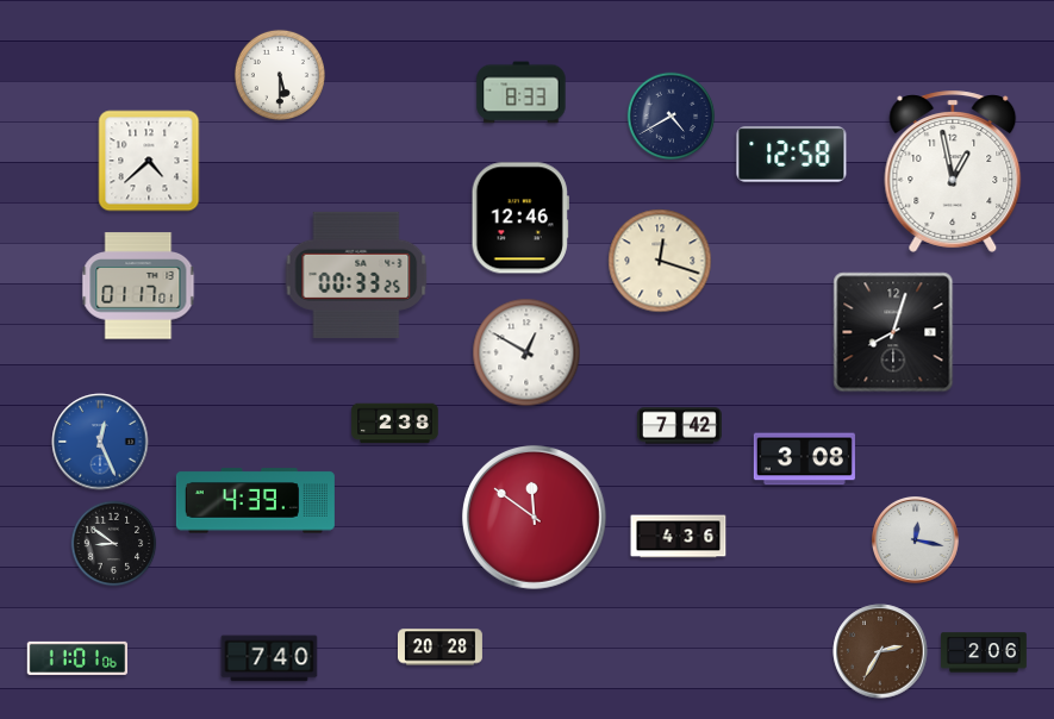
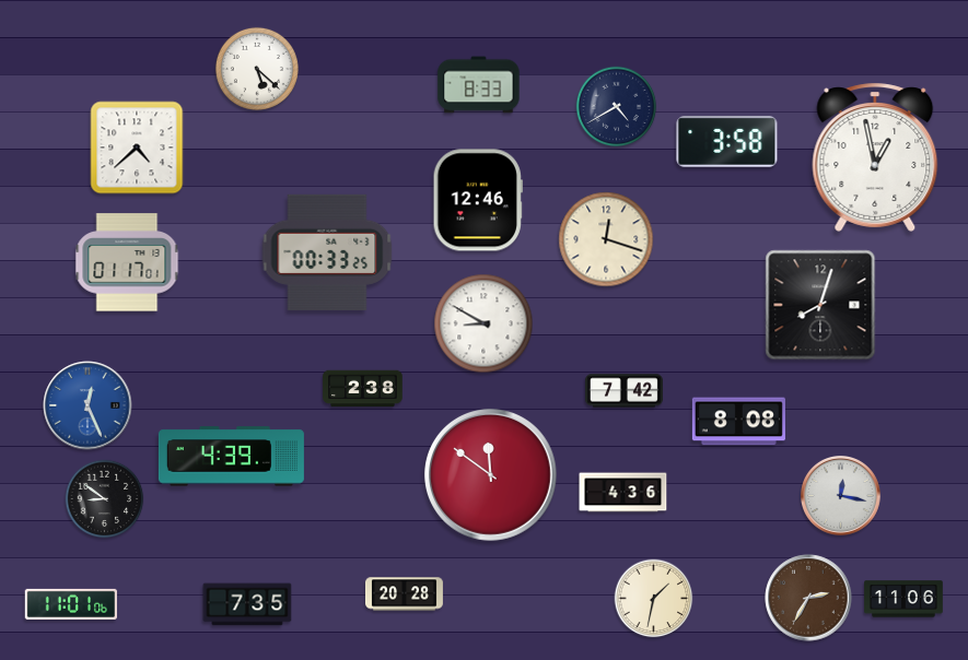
clock at (280, 75): 5:30 -> 5:22
clock at (792, 155): 12:58 -> 3:58
clock at (526, 352): 12:50 -> 8:50
clock at (100, 442) position: (100, 442) -> (88, 405)
clock at (804, 459): 3:08 -> 8:08
clock at (255, 501) position: (255, 501) -> (231, 457)
clock at (654, 599): none -> 1:32
clock at (984, 652): 2:06 -> 11:06
clock at (269, 658): 7:40 -> 7:35
